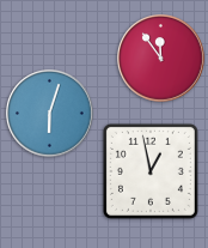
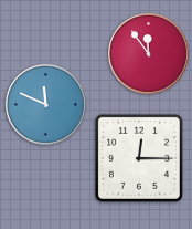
clock at (50, 114): 6:03 -> 11:49
clock at (151, 171): 12:58 -> 12:15
